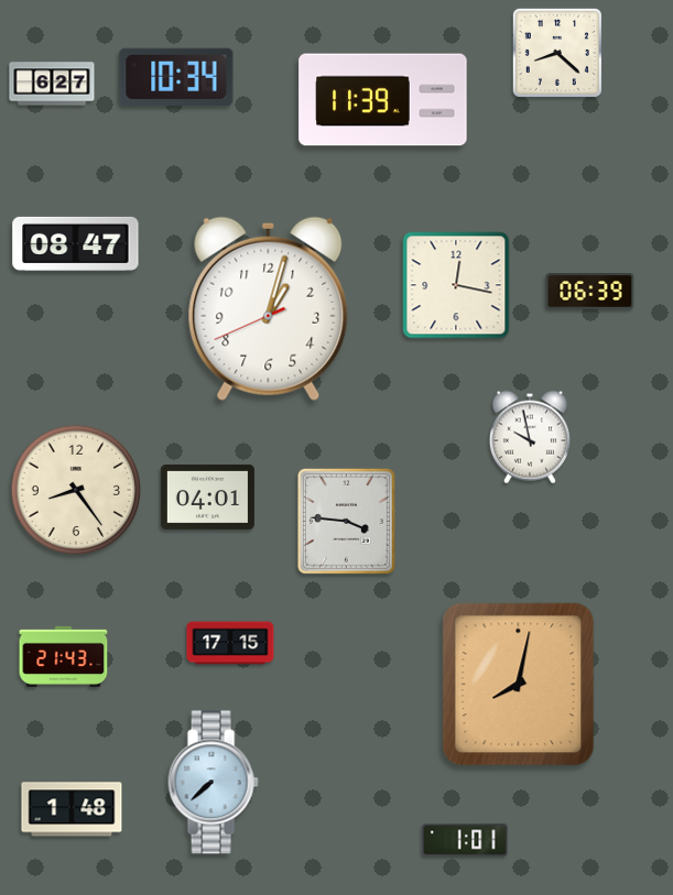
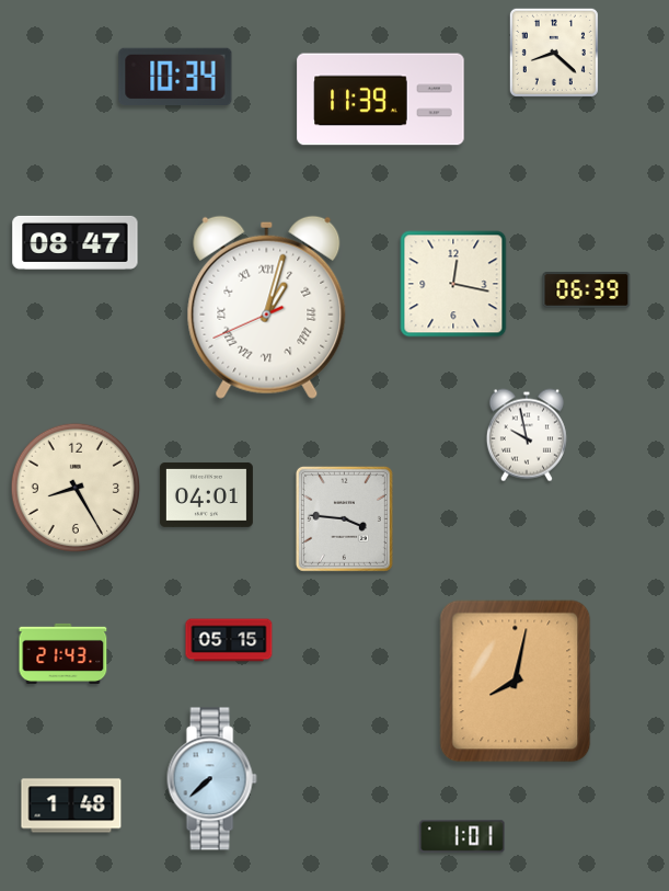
clock at (52, 84): 6:27 -> none
clock at (269, 308) numerals: Arabic -> Roman
clock at (76, 490): 8:24 -> 8:25
clock at (230, 643): 17:15 -> 05:15
